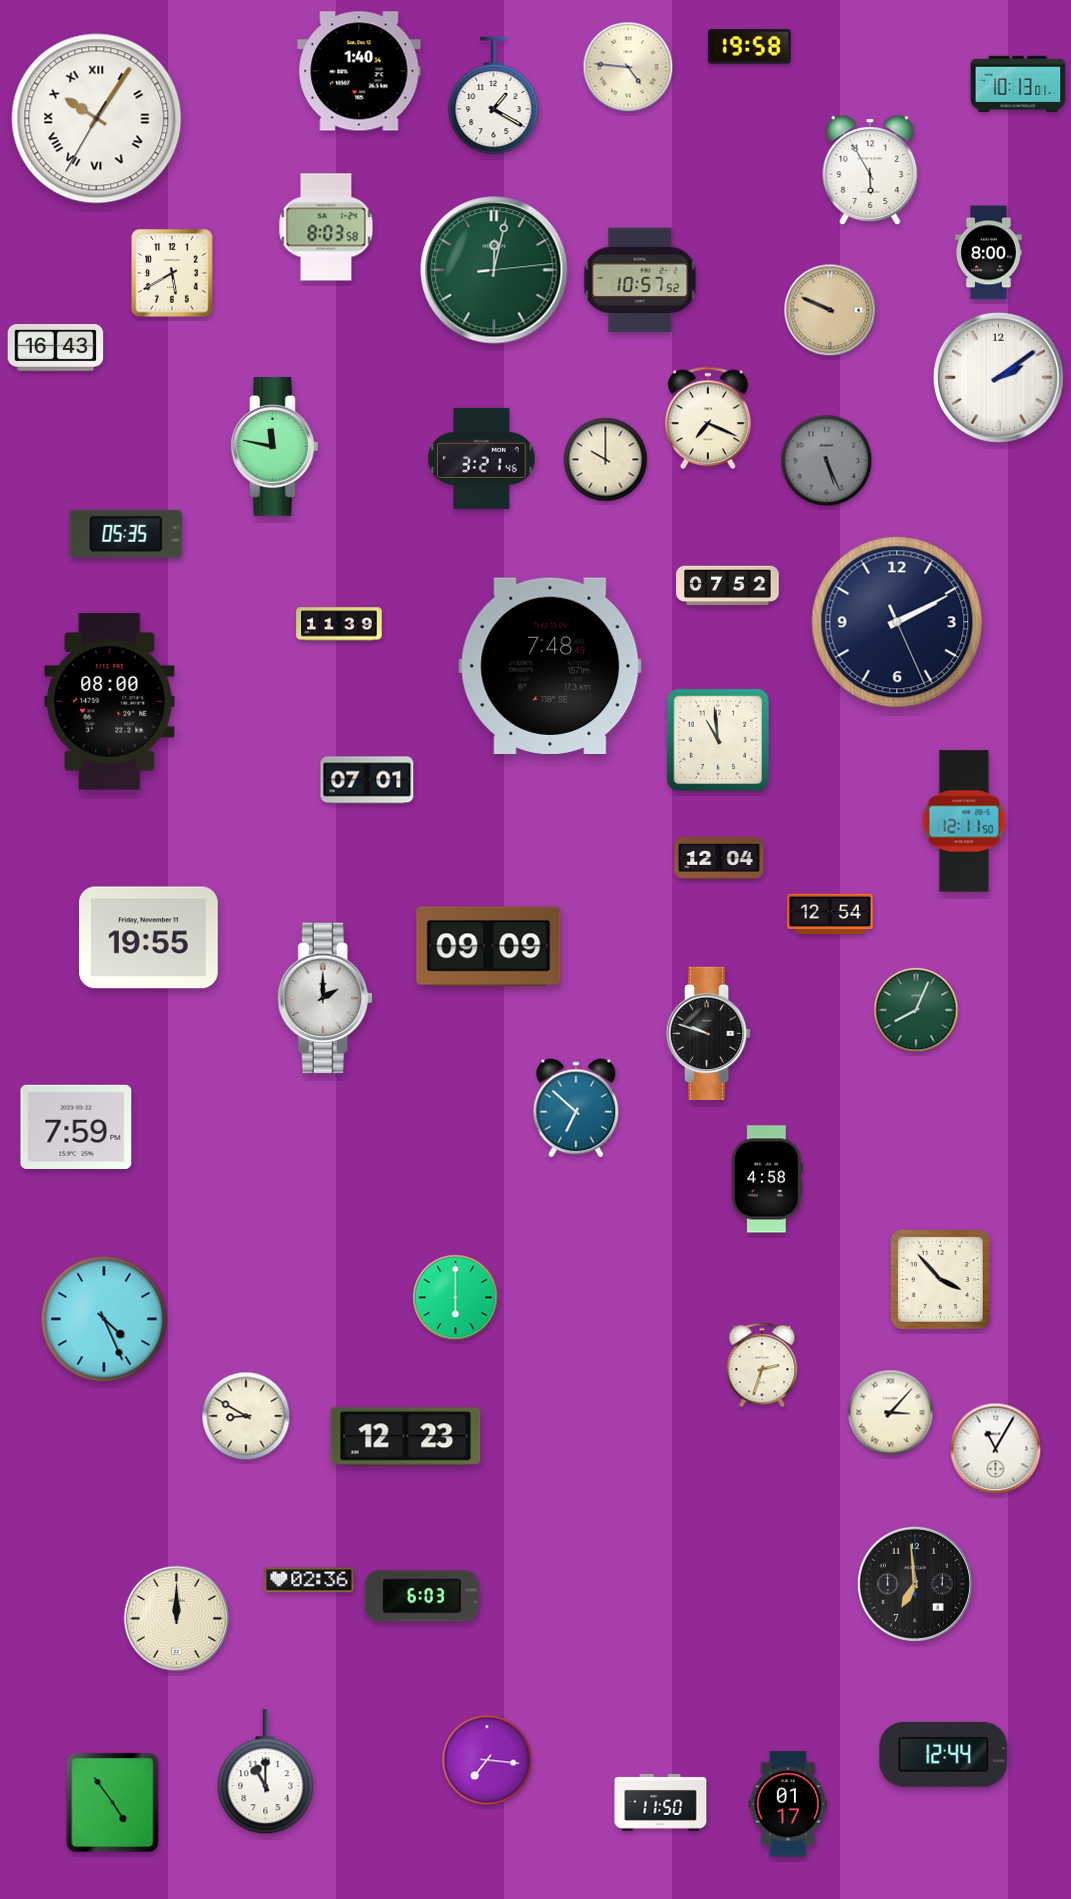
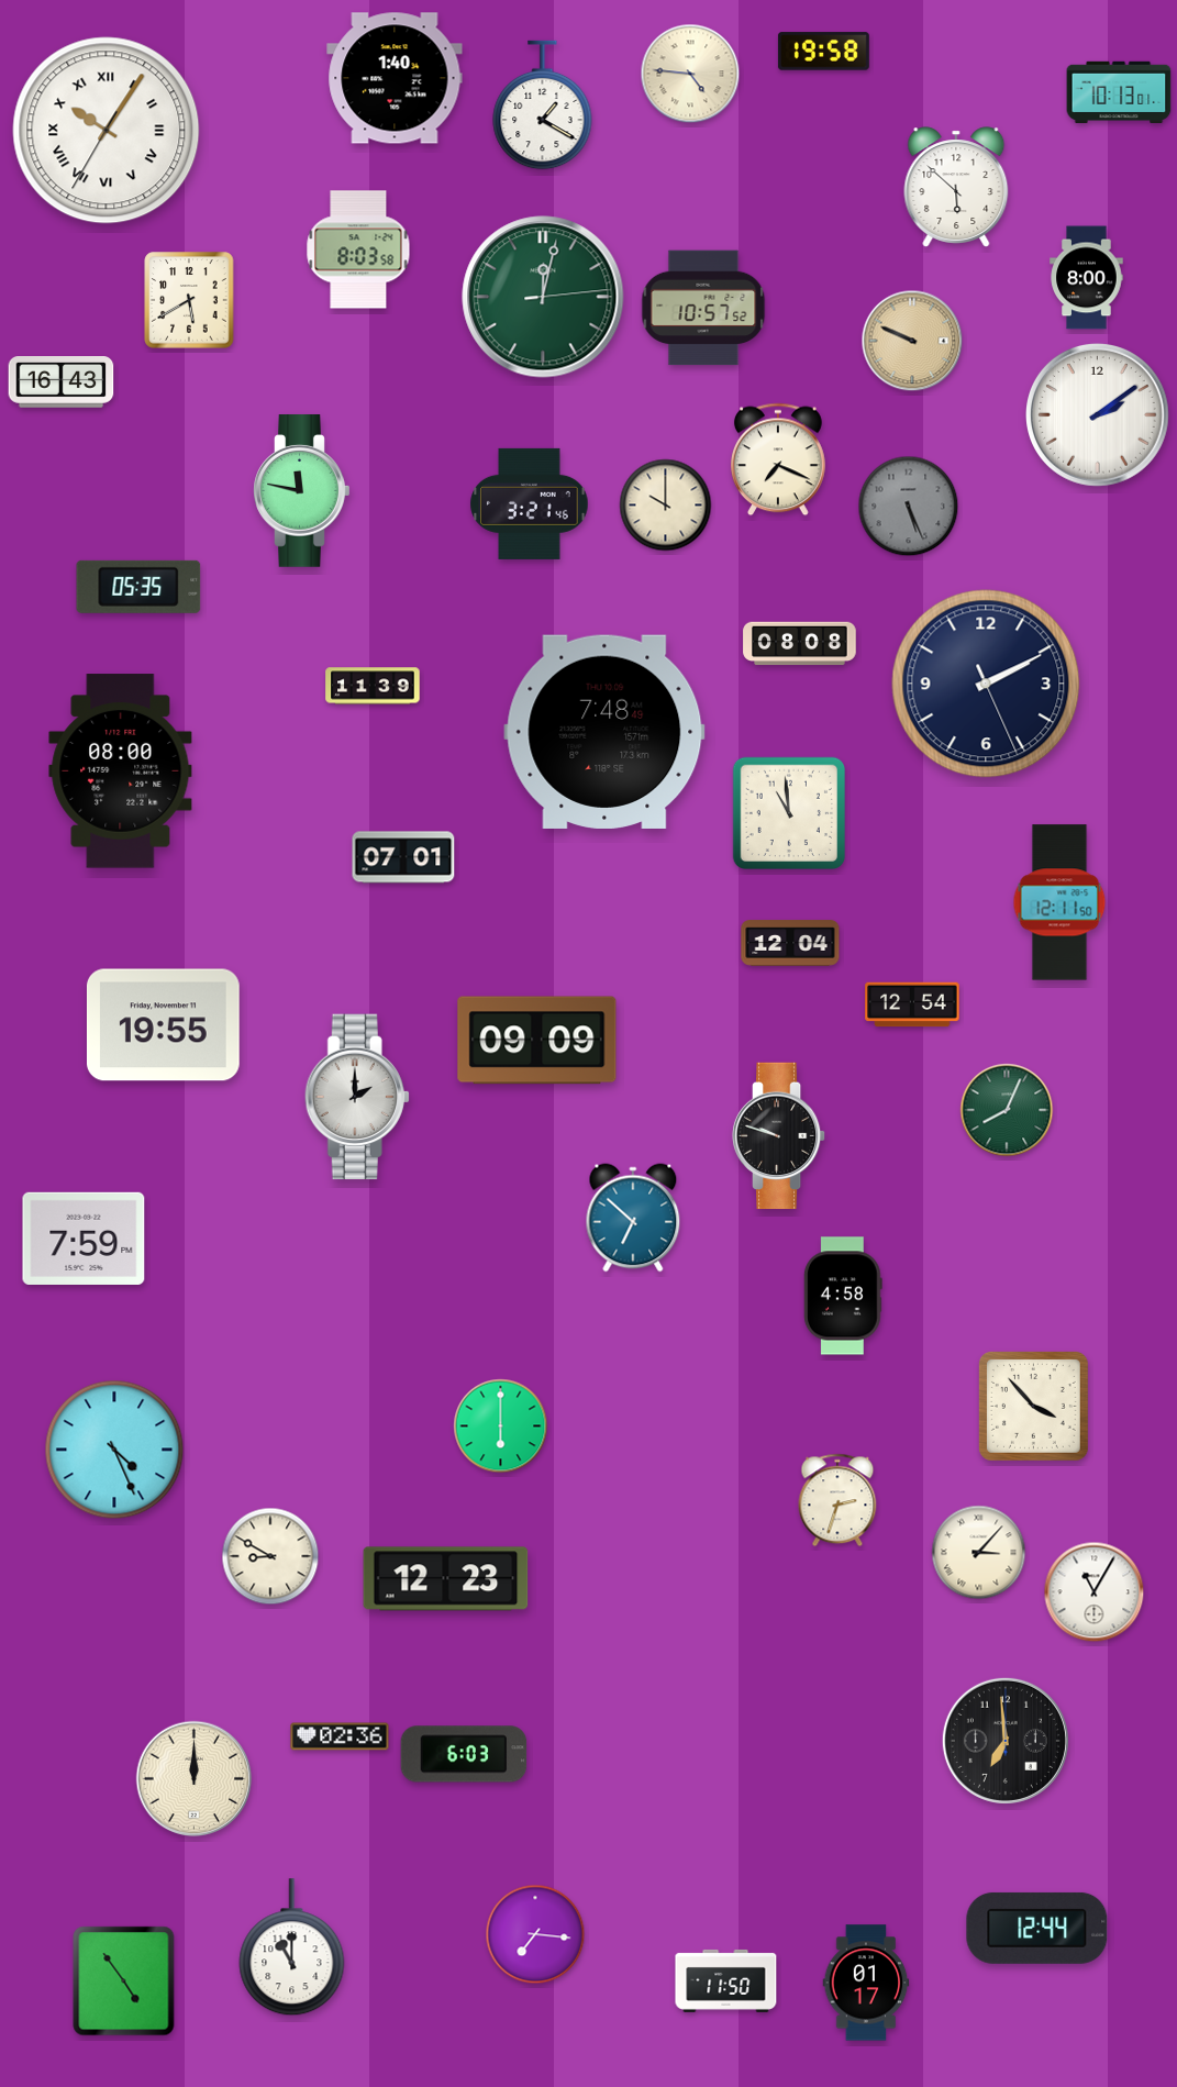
clock at (870, 170): 5:55 -> 5:52
clock at (728, 586): 07:52 -> 08:08
clock at (148, 938) position: (148, 938) -> (163, 1025)
